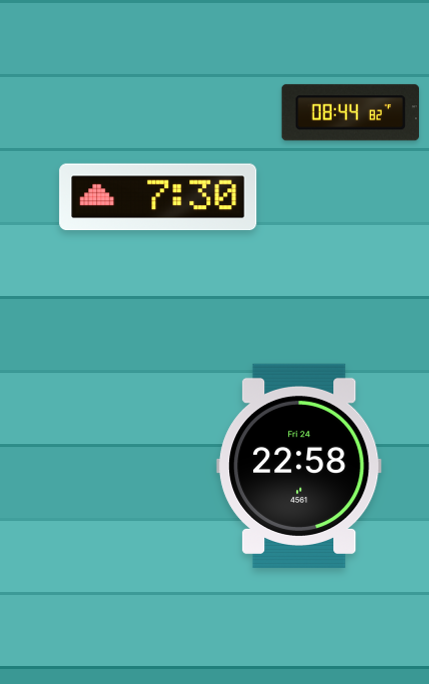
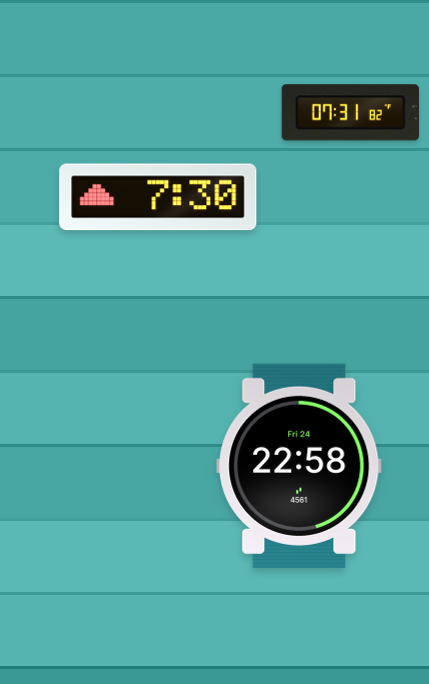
clock at (350, 113): 08:44 -> 07:31
